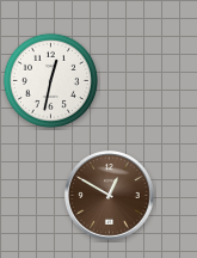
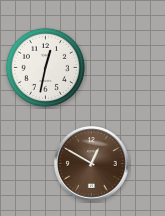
clock at (50, 80) position: (50, 80) -> (45, 67)
